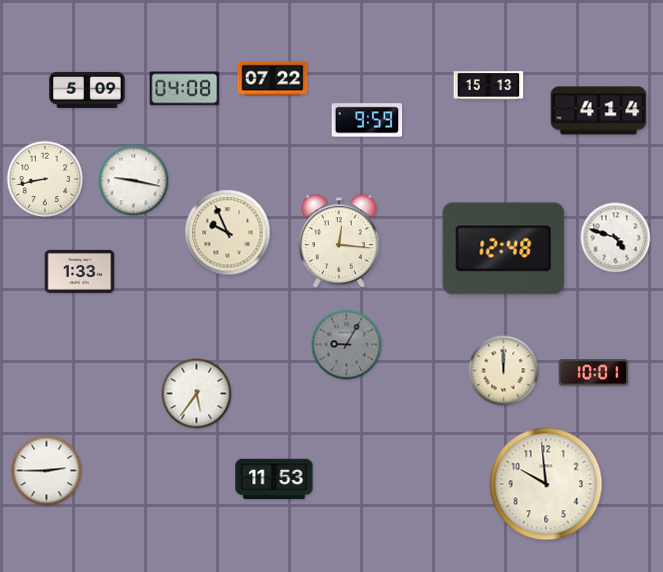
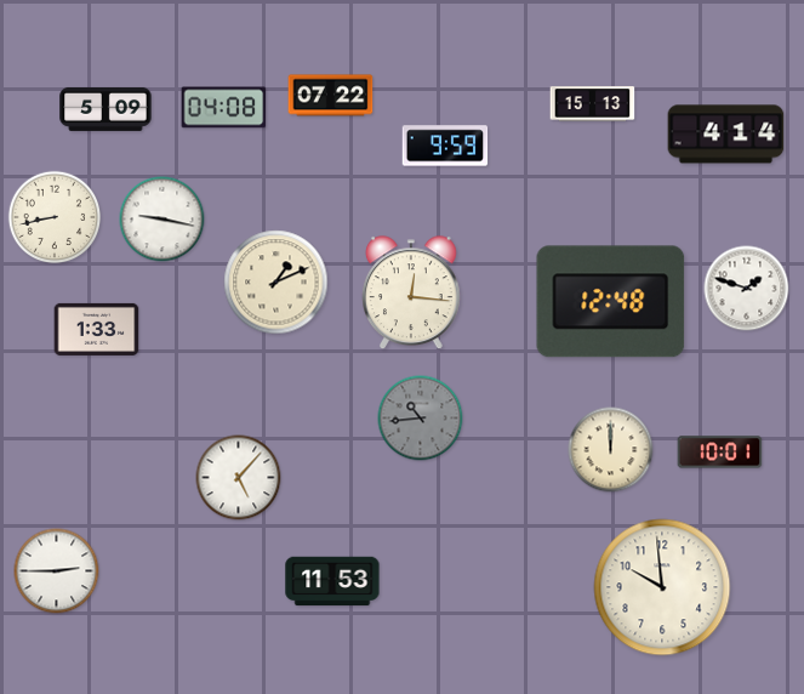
clock at (228, 233): 9:56 -> 1:11
clock at (616, 238): 4:48 -> 1:48
clock at (347, 345): 9:05 -> 10:44
clock at (197, 394): 5:36 -> 5:07
